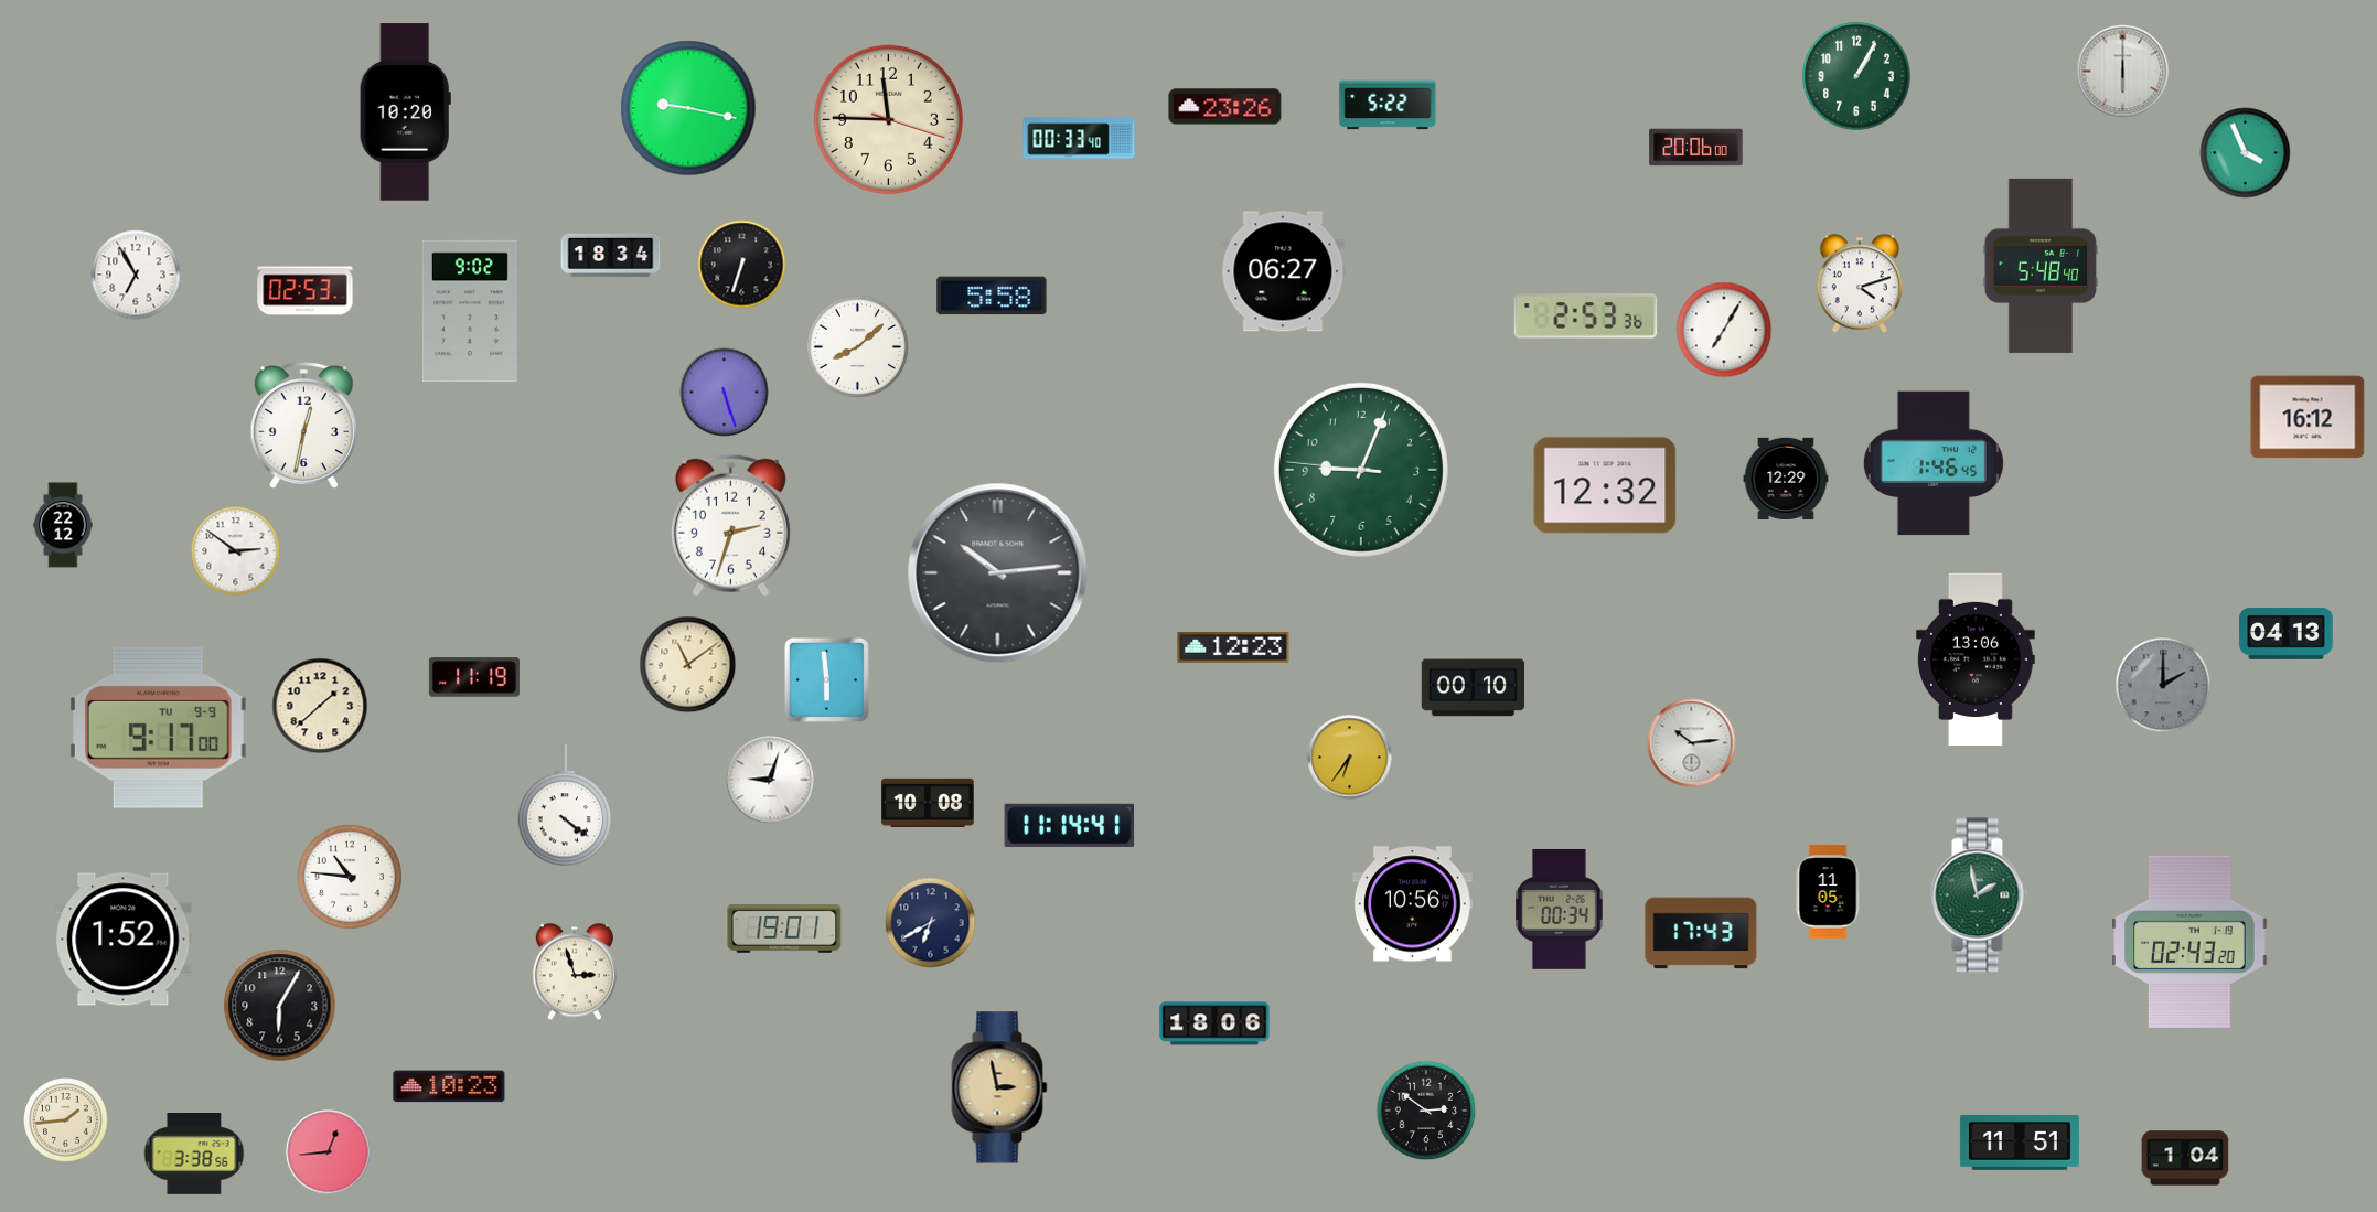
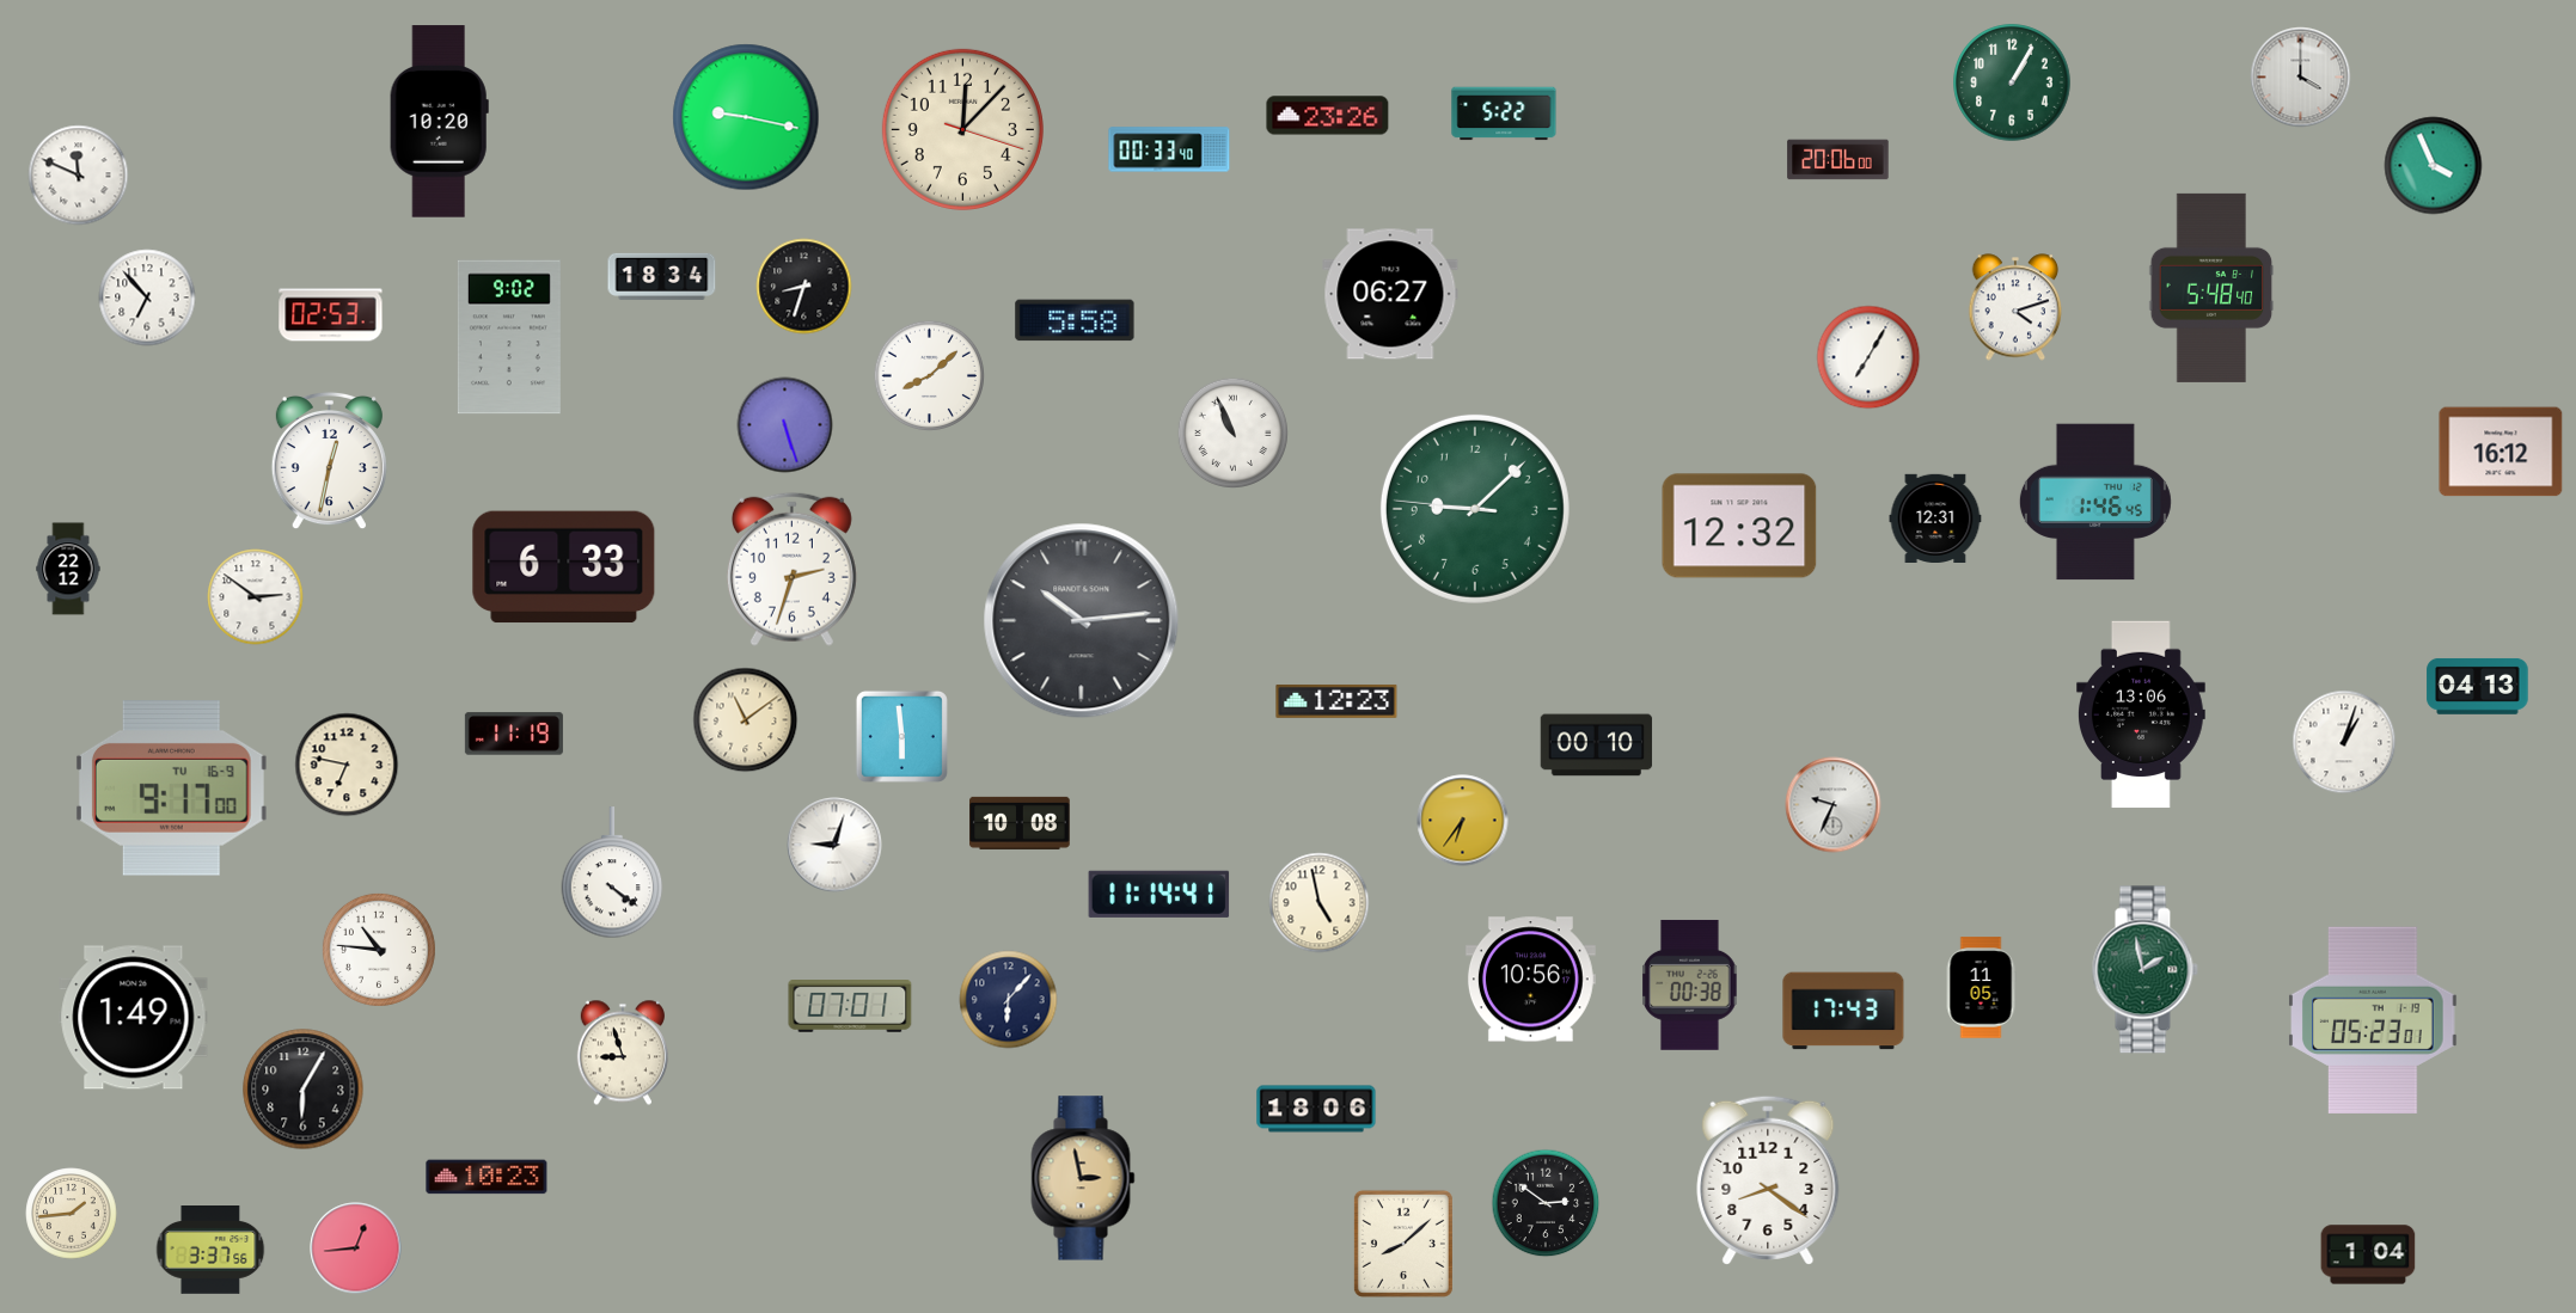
clock at (2123, 72): 6:00 -> 4:00
clock at (888, 119): 11:45 -> 12:07
clock at (79, 176): none -> 11:49
clock at (742, 265): 6:33 -> 8:33
clock at (136, 275): 6:55 -> 6:53
clock at (1586, 317): 2:53 -> none
clock at (1234, 434): none -> 10:56
clock at (1361, 470): 9:03 -> 9:07
clock at (1786, 478): 12:29 -> 12:31
clock at (564, 567): none -> 6:33
clock at (826, 679) position: (826, 679) -> (901, 736)
clock at (2163, 685): 2:00 -> 1:03
clock at (2163, 685) dial: grey -> white
clock at (320, 706): 1:38 -> 6:47
clock at (158, 728) date: TU 9-9 -> TU 16-9
clock at (1692, 743): 10:14 -> 9:34
clock at (928, 803) position: (928, 803) -> (1020, 823)
clock at (1320, 903): none -> 4:58
clock at (1828, 892) position: (1828, 892) -> (1981, 988)
clock at (1560, 909): 00:34 -> 00:38
clock at (931, 923): 6:40 -> 6:07
clock at (784, 930): 19:01 -> 07:01
clock at (124, 940): 1:52 -> 1:49
clock at (2189, 941): 02:43 -> 05:23
clock at (575, 972): 2:57 -> 8:57
clock at (1768, 1180): none -> 8:21
clock at (2020, 1144): 11:51 -> none
clock at (1403, 1244): none -> 8:08
clock at (194, 1155): 3:38 -> 3:37
